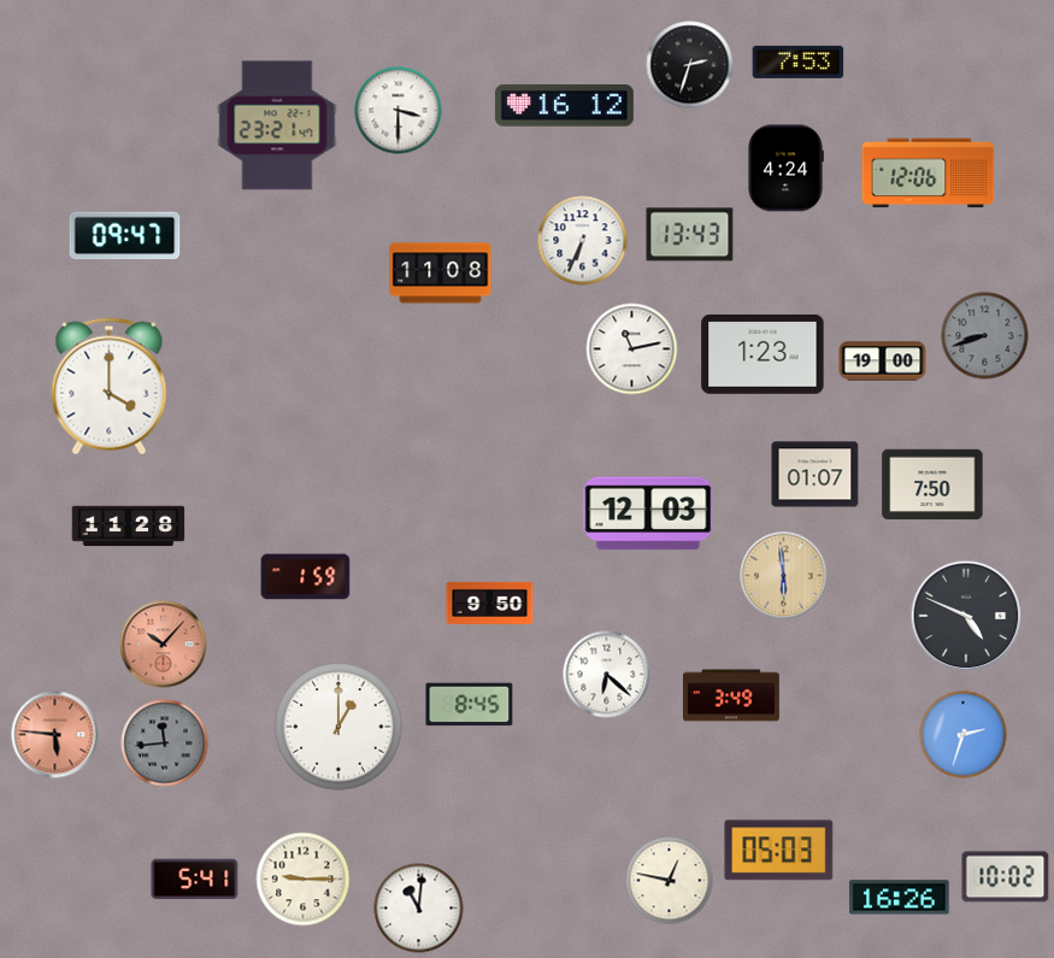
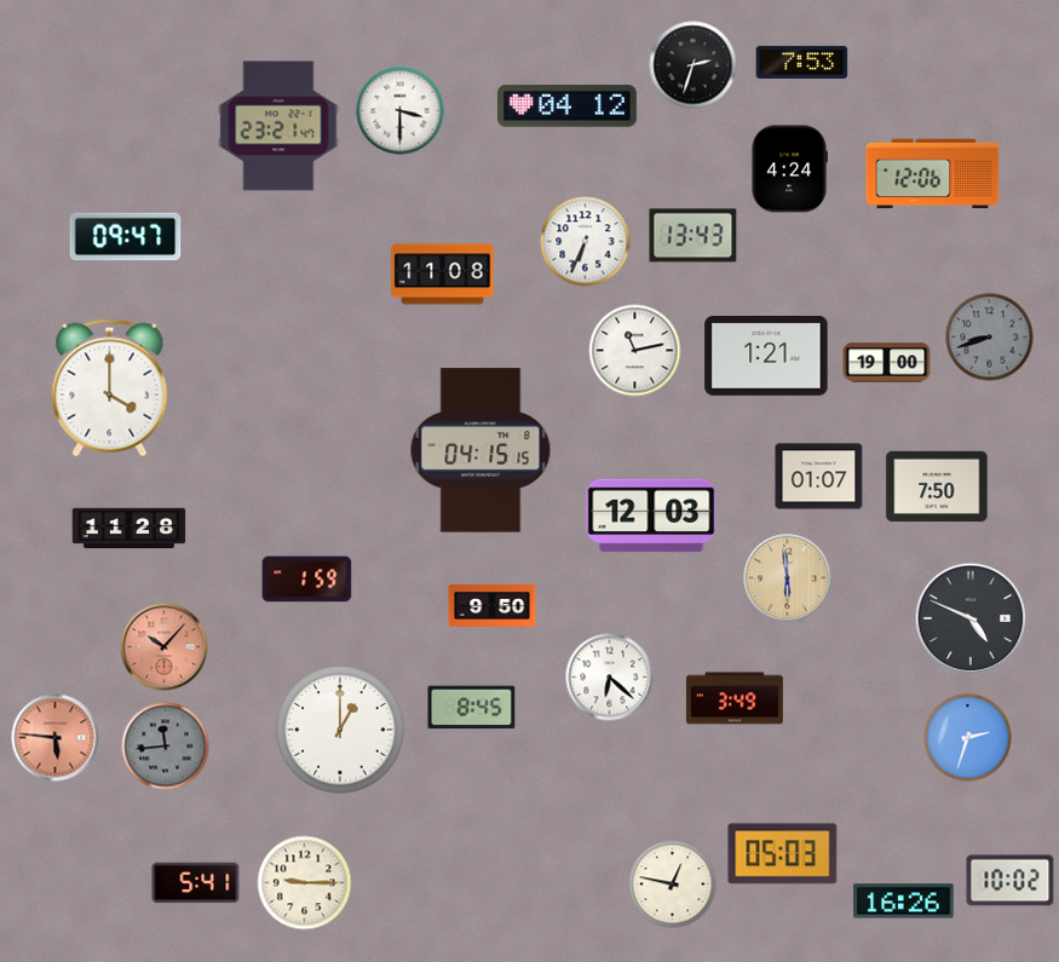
clock at (564, 106): 16:12 -> 04:12
clock at (762, 354): 1:23 -> 1:21
clock at (480, 450): none -> 04:15
clock at (419, 909): 11:01 -> none
